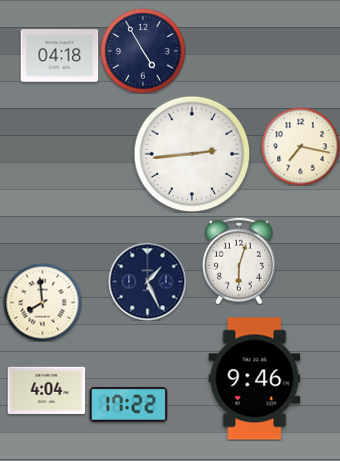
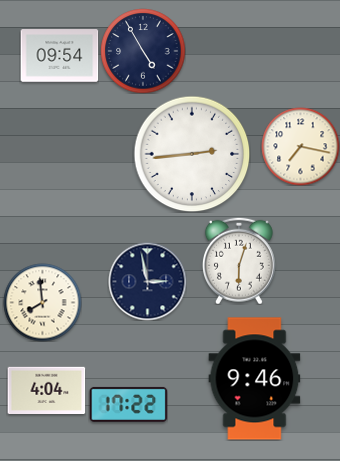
clock at (59, 56): 04:18 -> 09:54
clock at (147, 281): 1:26 -> 2:58
